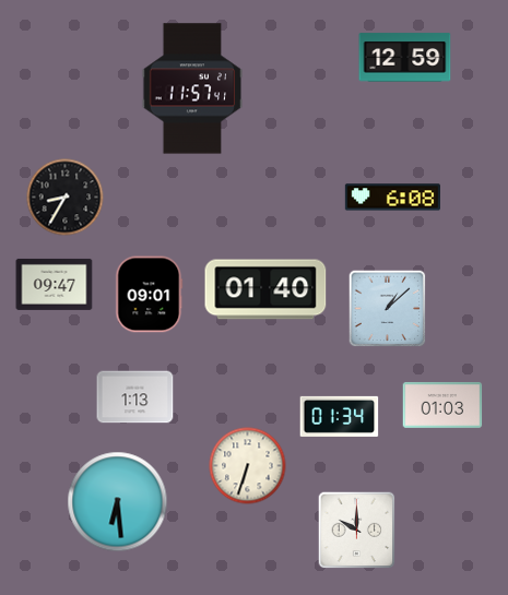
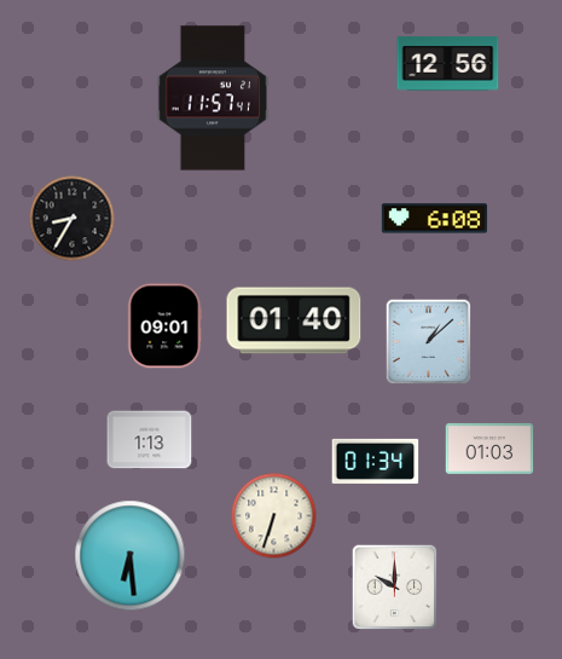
clock at (405, 58): 12:59 -> 12:56
clock at (55, 284): 09:47 -> none
